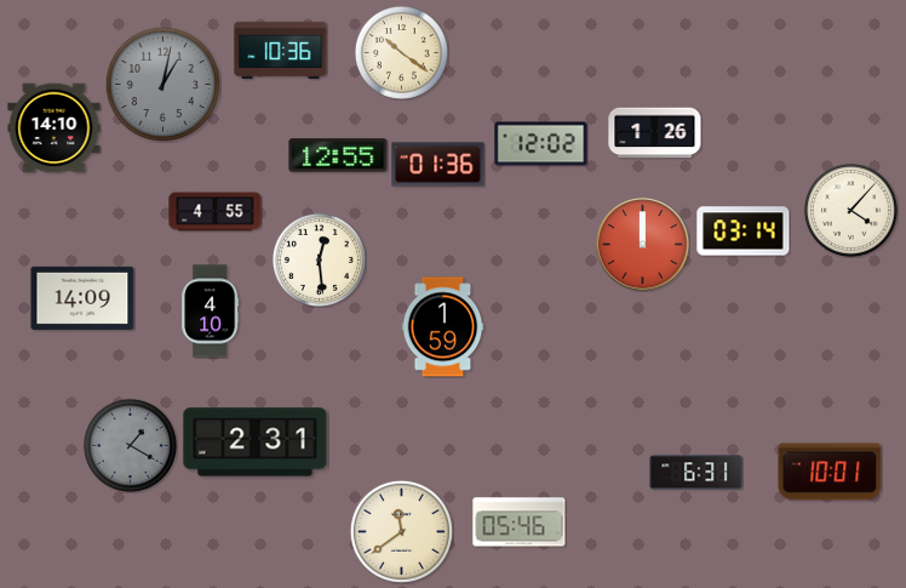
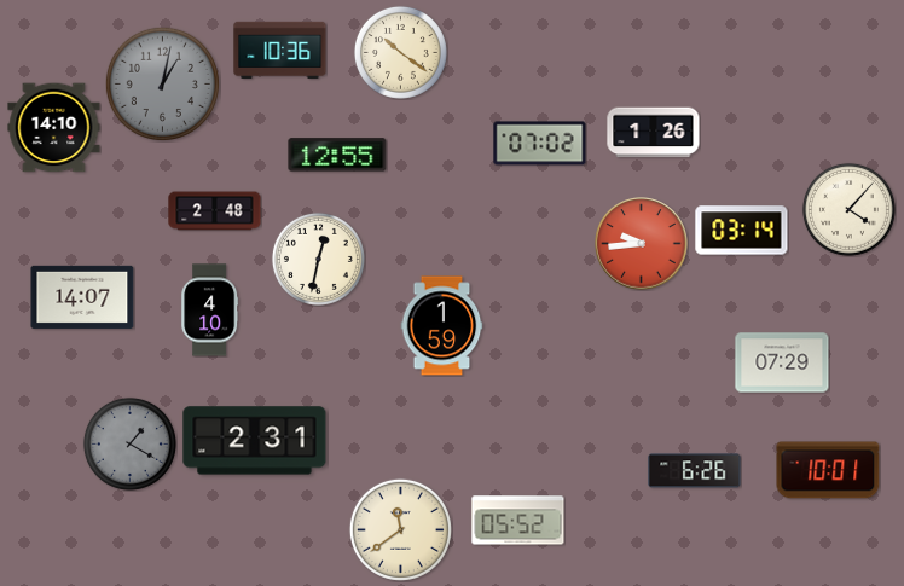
clock at (541, 144): 12:02 -> 07:02
clock at (438, 165): 01:36 -> none
clock at (216, 212): 4:55 -> 2:48
clock at (643, 245): 12:00 -> 9:44
clock at (319, 259): 12:29 -> 12:32
clock at (82, 298): 14:09 -> 14:07
clock at (782, 362): none -> 07:29
clock at (696, 473): 6:31 -> 6:26
clock at (520, 523): 05:46 -> 05:52
